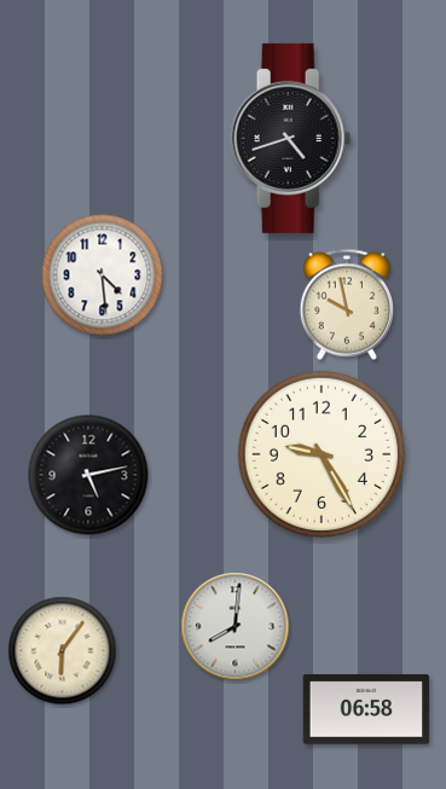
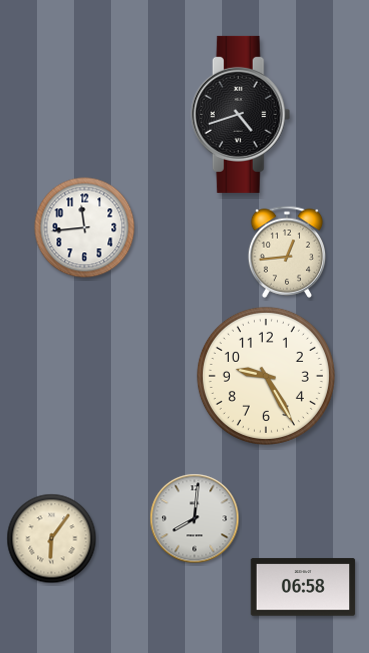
clock at (103, 275): 4:29 -> 11:44
clock at (347, 304): 9:58 -> 12:44
clock at (88, 475): 5:13 -> none
